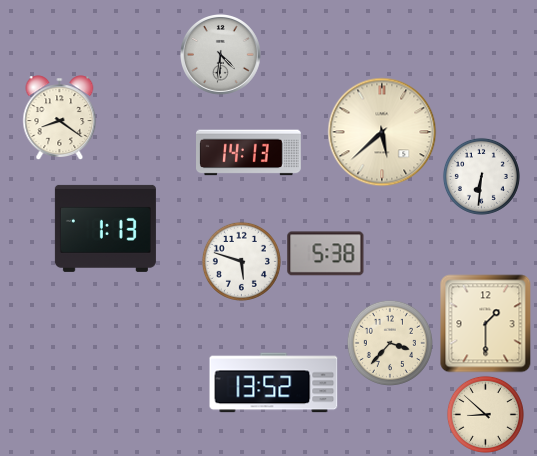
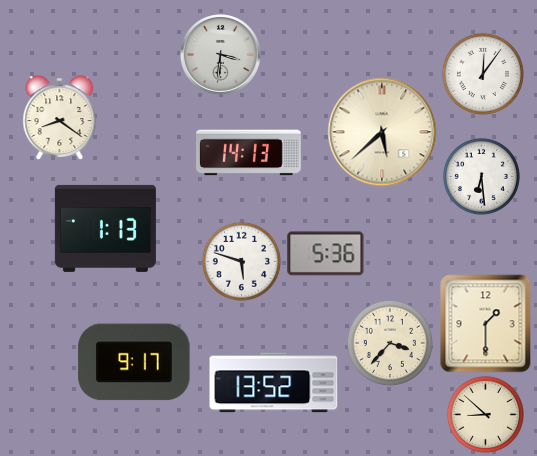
clock at (221, 55): 4:31 -> 3:31
clock at (483, 74): none -> 12:06
clock at (481, 176): 6:31 -> 6:29
clock at (326, 254): 5:38 -> 5:36
clock at (134, 362): none -> 9:17
